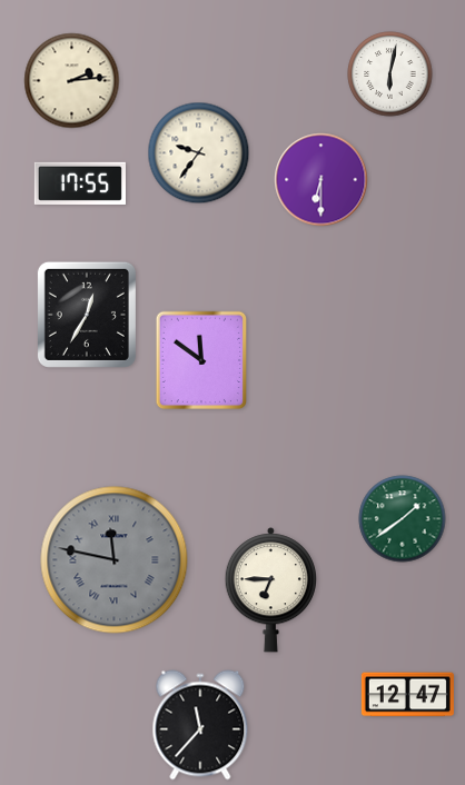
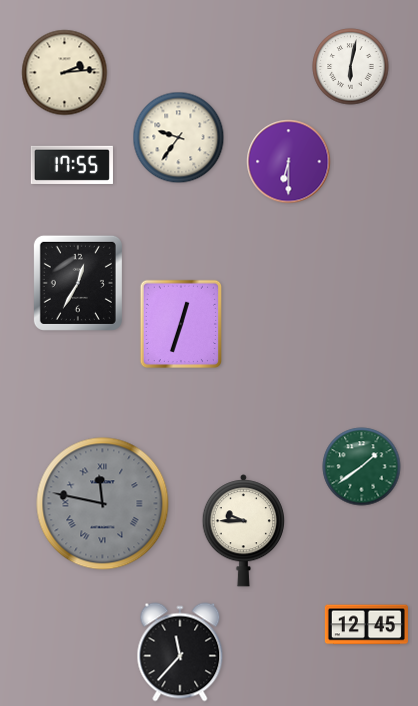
clock at (200, 360): 11:51 -> 12:33
clock at (270, 590): 6:45 -> 9:45
clock at (407, 695): 12:47 -> 12:45
